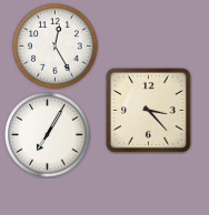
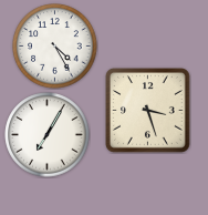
clock at (56, 47): 12:25 -> 4:25
clock at (149, 111): 3:23 -> 3:27
